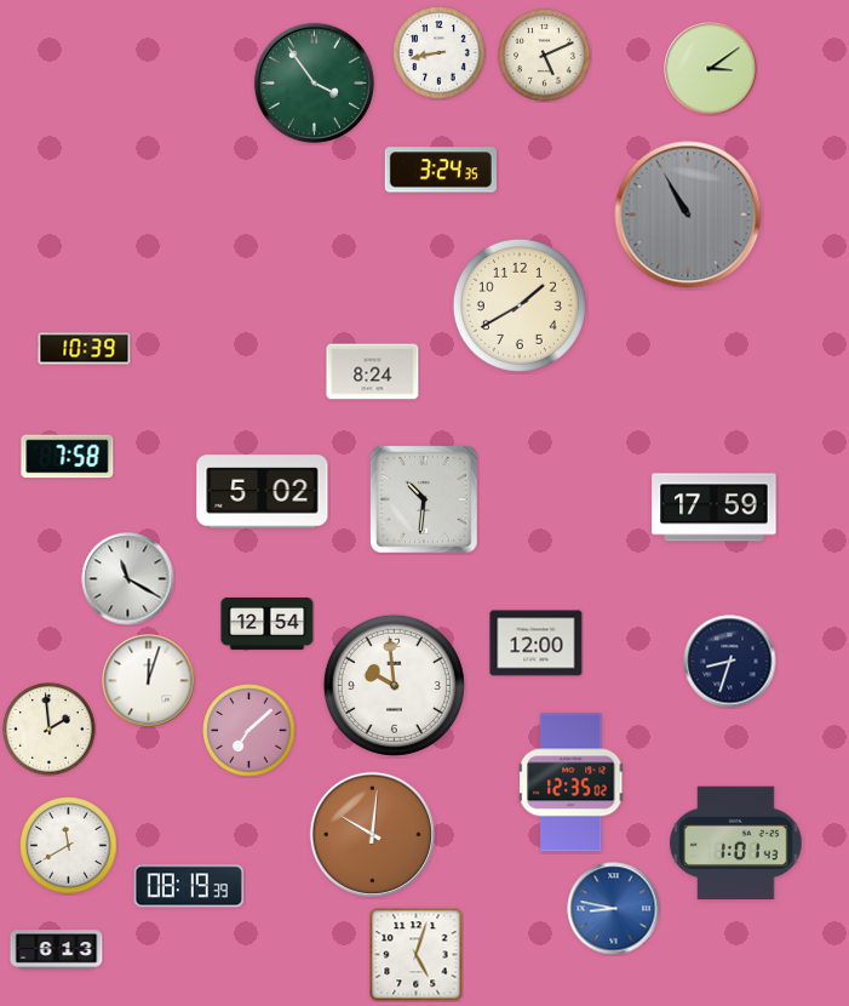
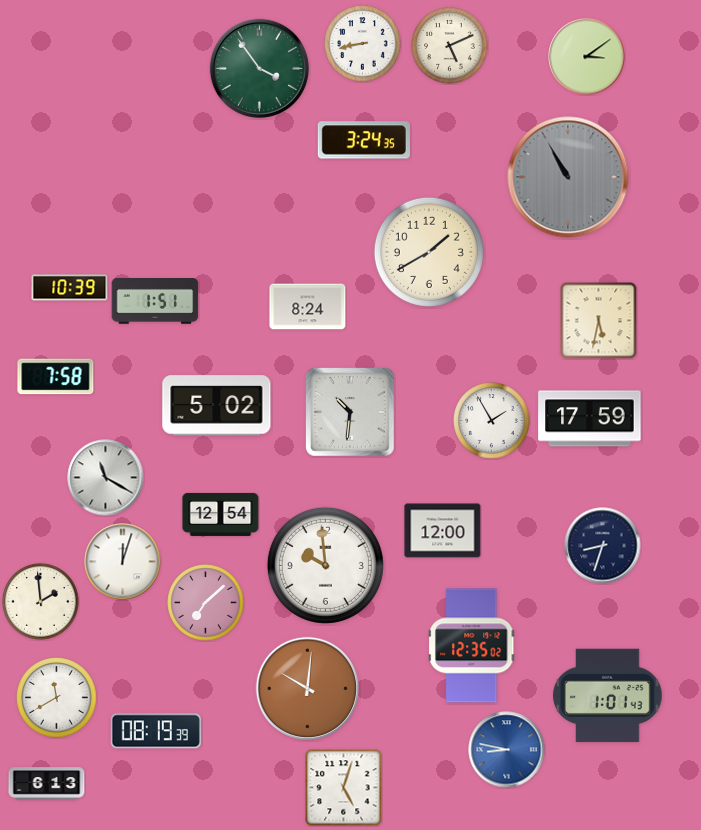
clock at (155, 301): none -> 1:51
clock at (598, 320): none -> 5:32
clock at (492, 421): none -> 1:55
